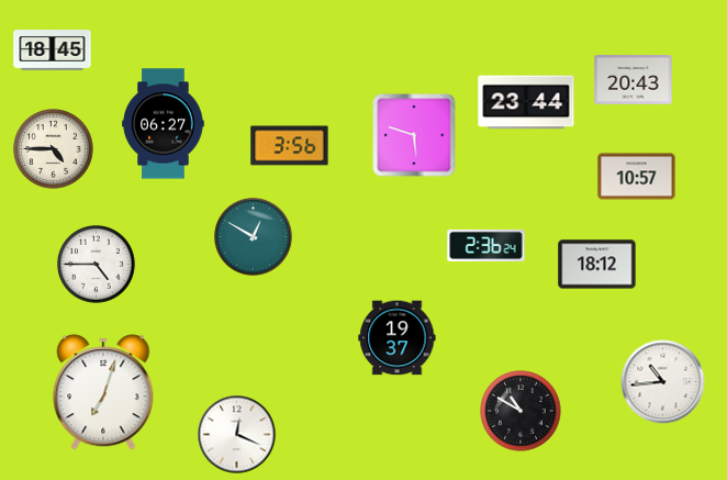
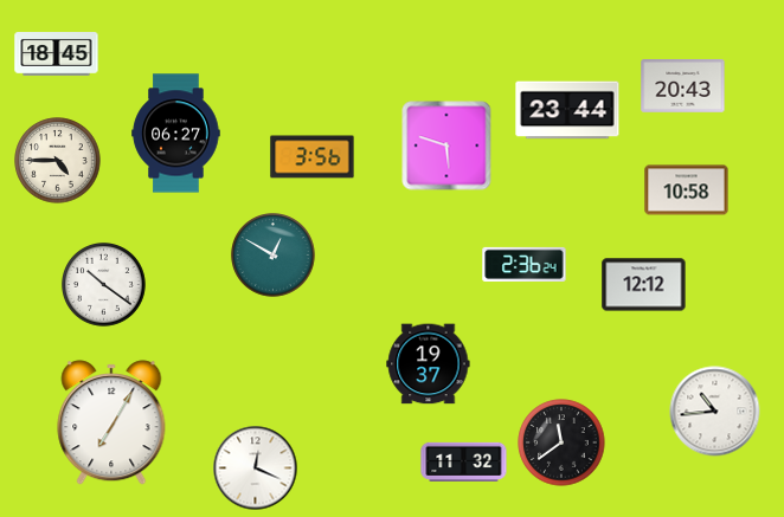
clock at (637, 177): 10:57 -> 10:58
clock at (97, 265): 4:45 -> 10:21
clock at (597, 265): 18:12 -> 12:12
clock at (103, 392): 7:03 -> 7:05
clock at (521, 411): 10:50 -> 11:39
clock at (464, 461): none -> 11:32
